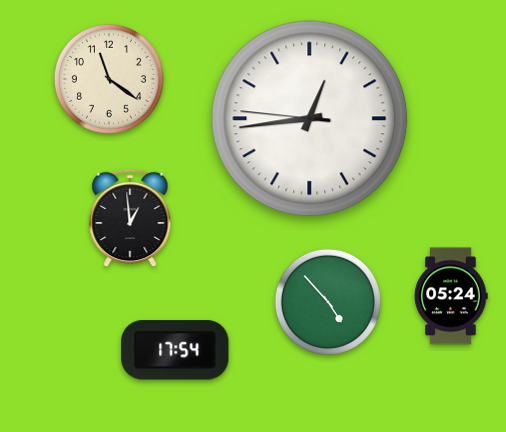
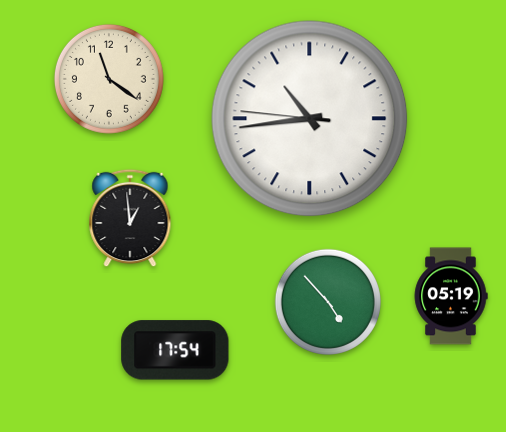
clock at (310, 119): 12:43 -> 10:43
clock at (451, 296): 05:24 -> 05:19
